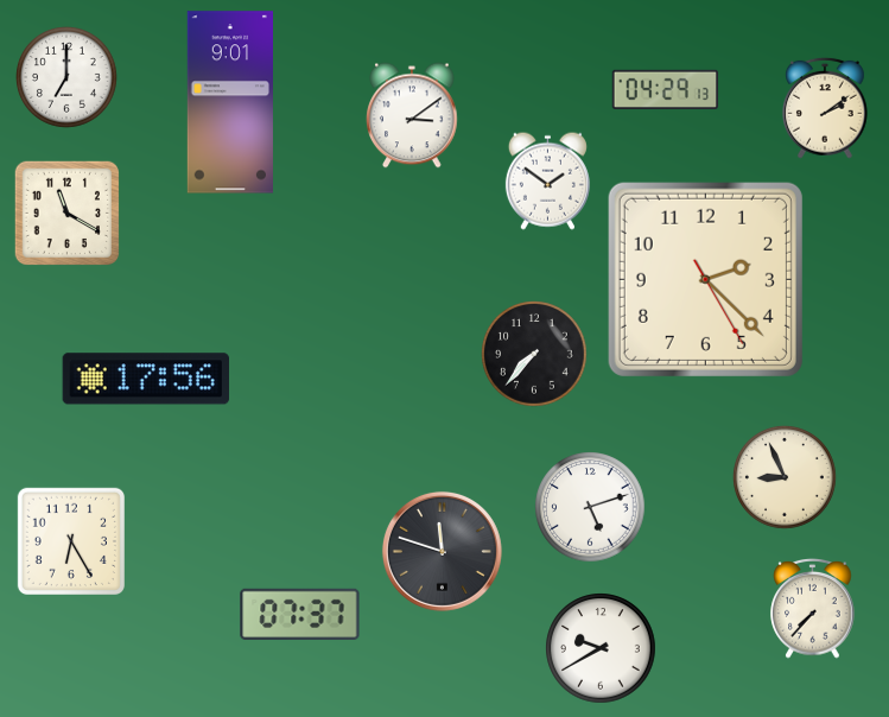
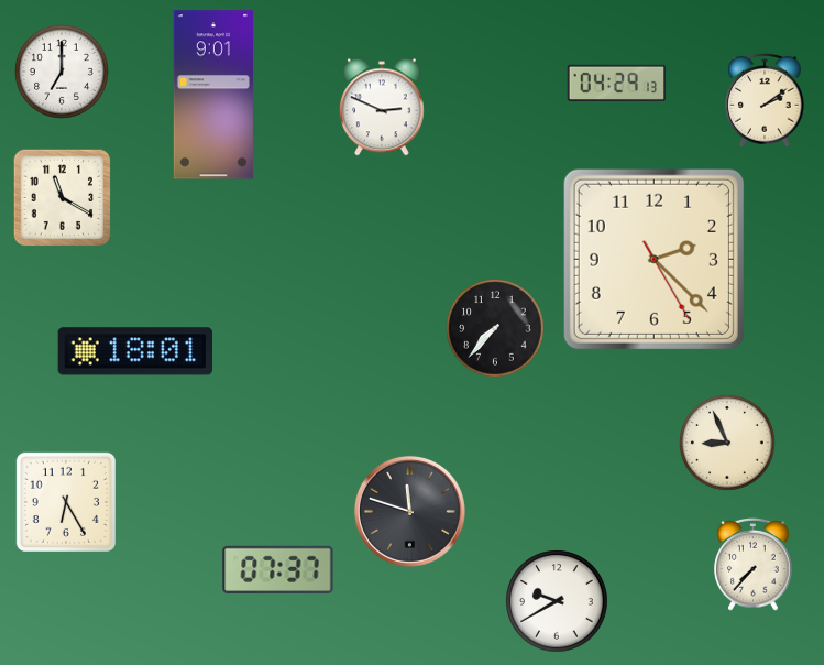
clock at (412, 115): 3:09 -> 2:49
clock at (547, 180): 1:51 -> none
clock at (145, 379): 17:56 -> 18:01
clock at (590, 507): 5:12 -> none
